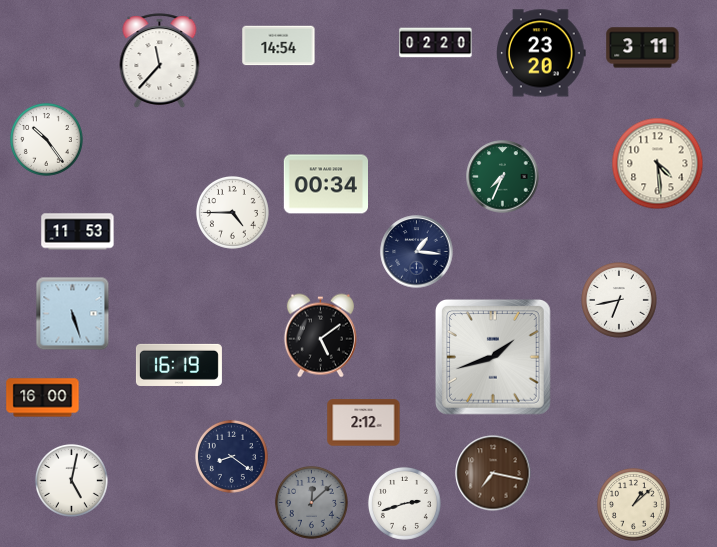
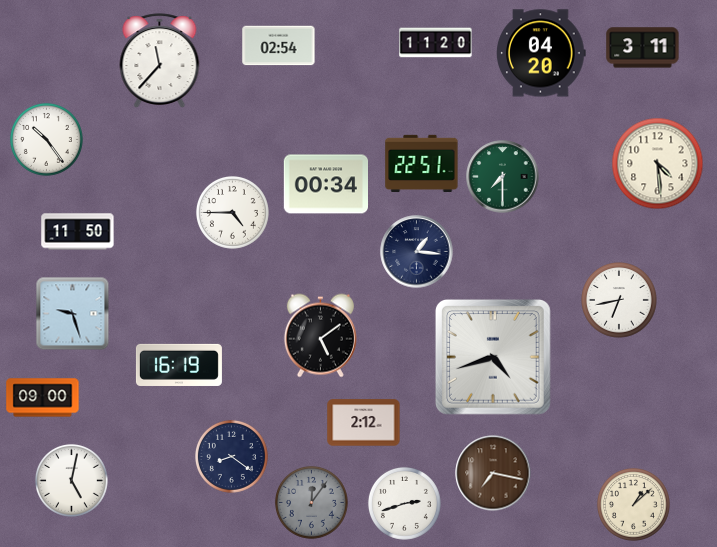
clock at (436, 43): 02:20 -> 11:20
clock at (279, 46): 14:54 -> 02:54
clock at (542, 53): 23:20 -> 04:20
clock at (422, 163): none -> 22:51
clock at (503, 177): 7:34 -> 7:30
clock at (78, 232): 11:53 -> 11:50
clock at (73, 314): 5:27 -> 9:27
clock at (493, 357): 1:42 -> 4:42
clock at (43, 398): 16:00 -> 09:00
clock at (311, 502): 12:08 -> 12:06
